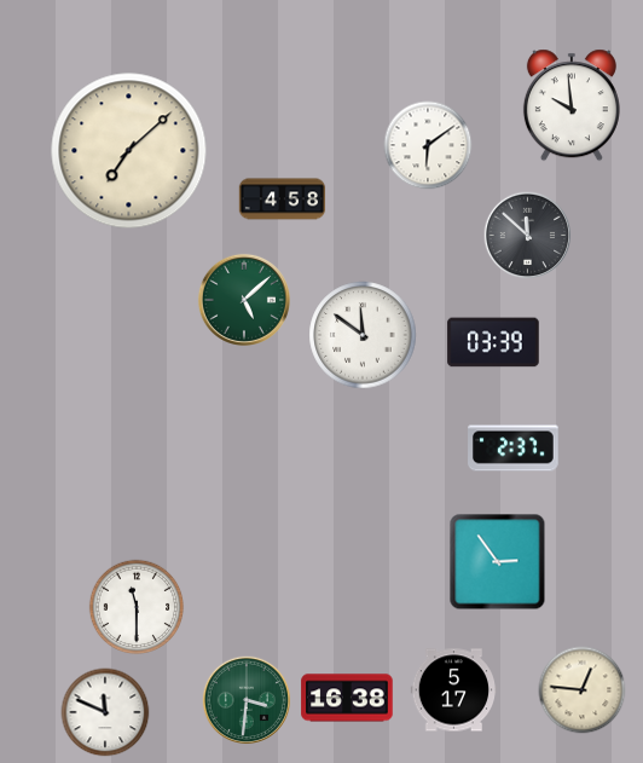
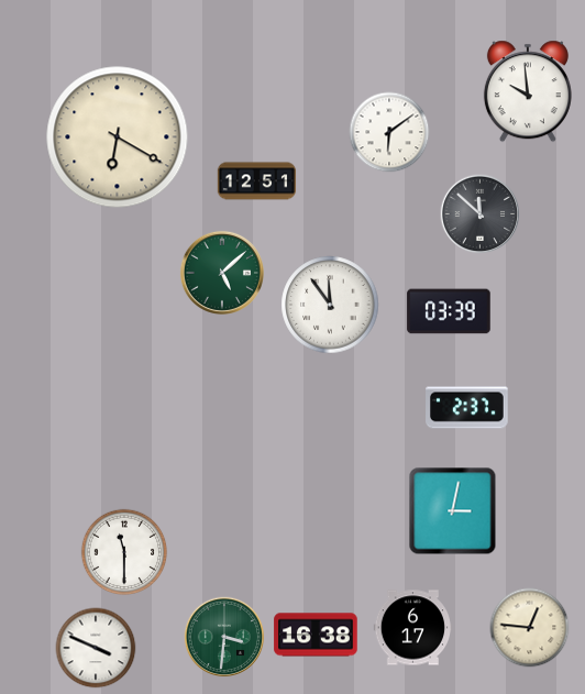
clock at (572, 105) position: (572, 105) -> (528, 91)
clock at (129, 151): 7:08 -> 6:20
clock at (283, 200): 4:58 -> 12:51
clock at (363, 335): 11:51 -> 11:54
clock at (498, 562): 2:54 -> 3:02
clock at (453, 690): 5:17 -> 6:17
clock at (105, 712): 11:49 -> 3:49
